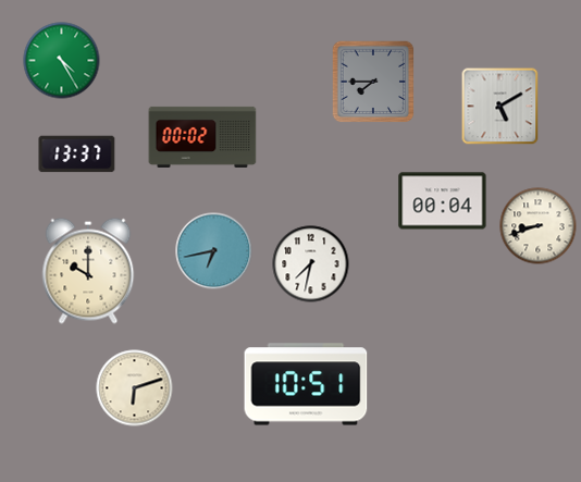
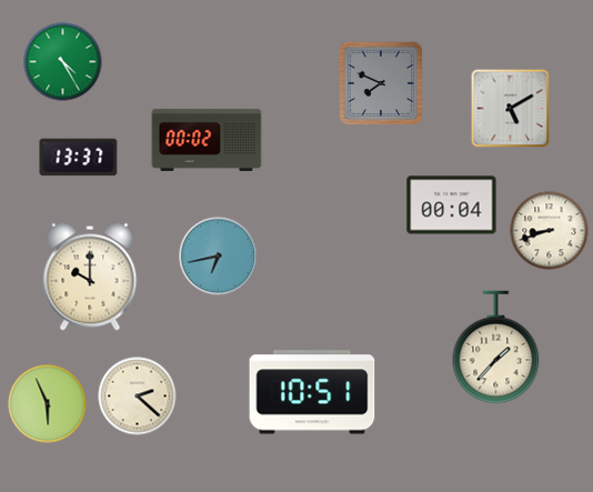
clock at (373, 82): 7:45 -> 7:49
clock at (311, 264): 7:32 -> none
clock at (496, 348): none -> 1:37
clock at (135, 388): 6:12 -> 2:22
clock at (48, 404): none -> 5:56
